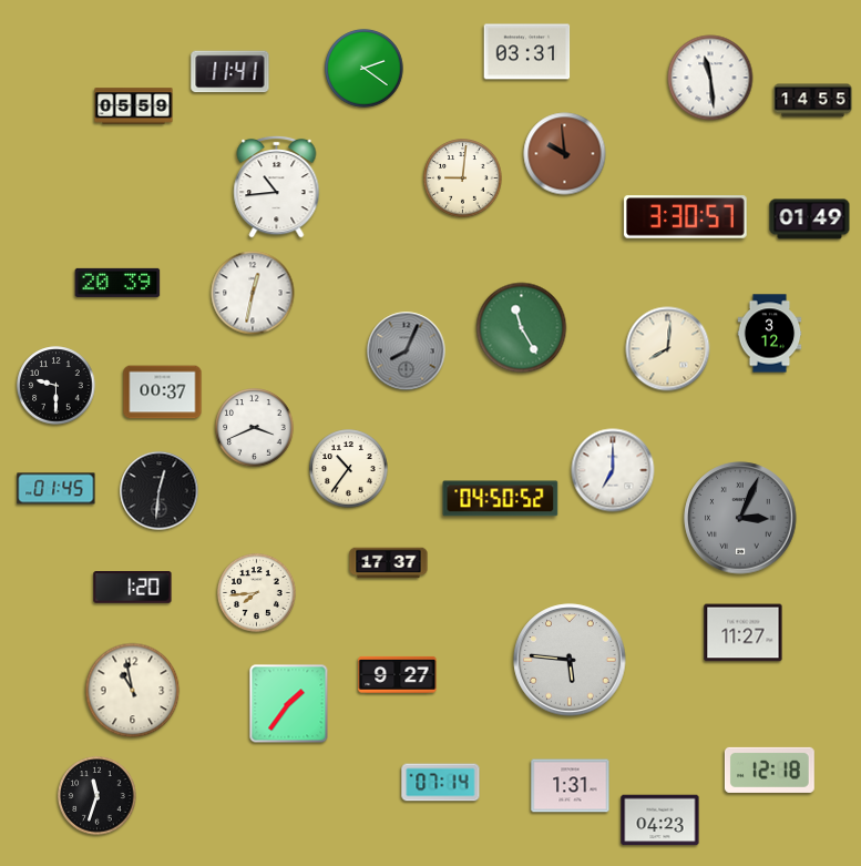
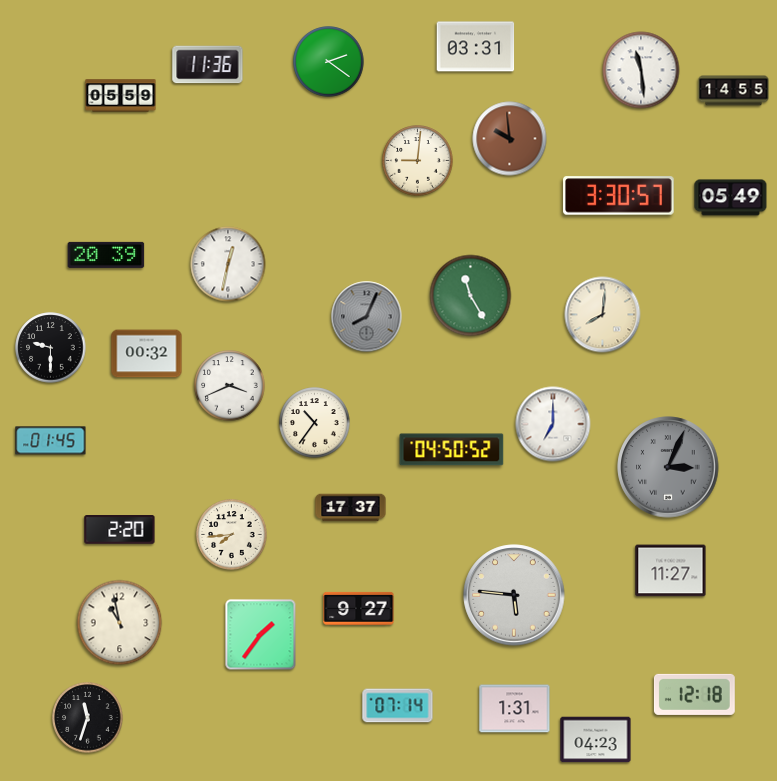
clock at (230, 72): 11:41 -> 11:36
clock at (277, 186): 10:44 -> none
clock at (810, 220): 01:49 -> 05:49
clock at (770, 334): 3:12 -> none
clock at (163, 393): 00:37 -> 00:32
clock at (160, 491): 12:31 -> none
clock at (133, 588): 1:20 -> 2:20
